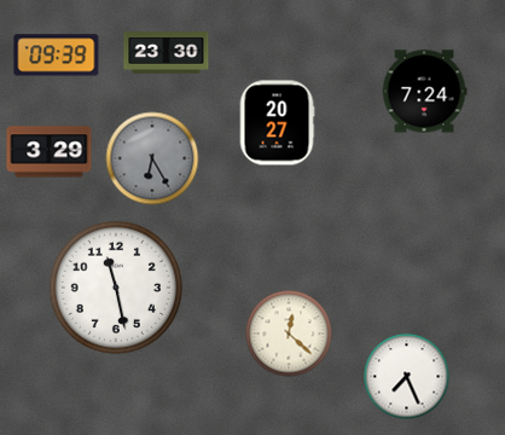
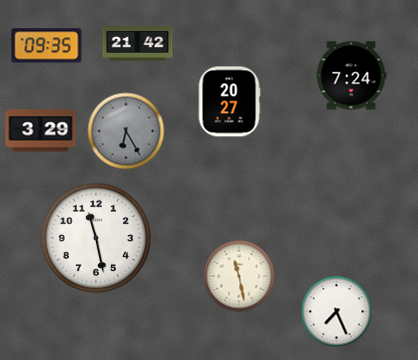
clock at (167, 53): 23:30 -> 21:42
clock at (57, 56): 09:39 -> 09:35
clock at (50, 152) position: (50, 152) -> (41, 131)
clock at (289, 333): 12:22 -> 11:28
